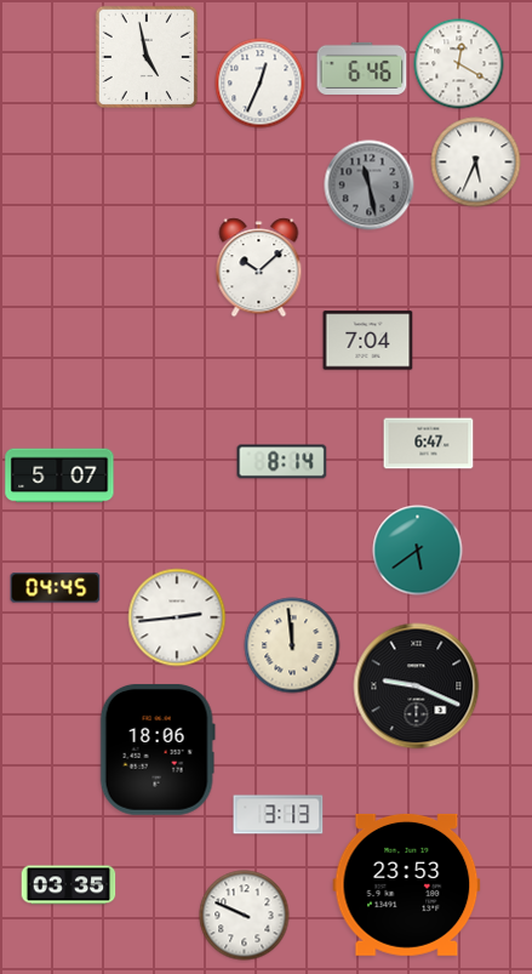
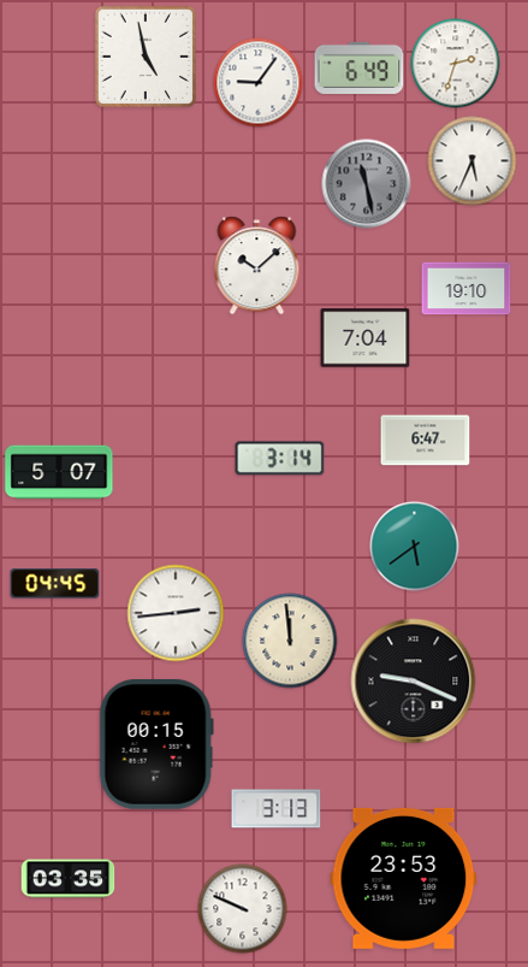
clock at (459, 64): 12:20 -> 2:33
clock at (362, 68): 6:46 -> 6:49
clock at (261, 84): 12:34 -> 9:06
clock at (467, 289): none -> 19:10
clock at (282, 462): 8:14 -> 3:14
clock at (158, 750): 18:06 -> 00:15
